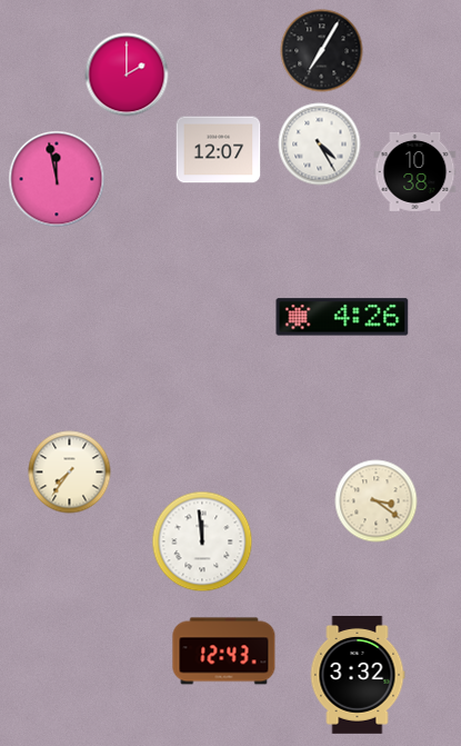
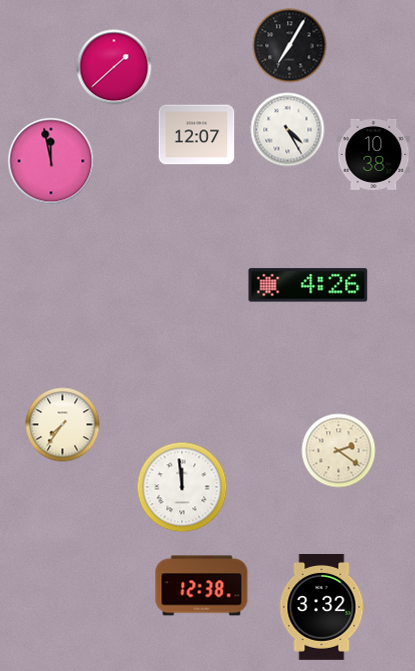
clock at (127, 74): 2:00 -> 1:38
clock at (377, 501): 3:21 -> 2:21
clock at (224, 651): 12:43 -> 12:38
